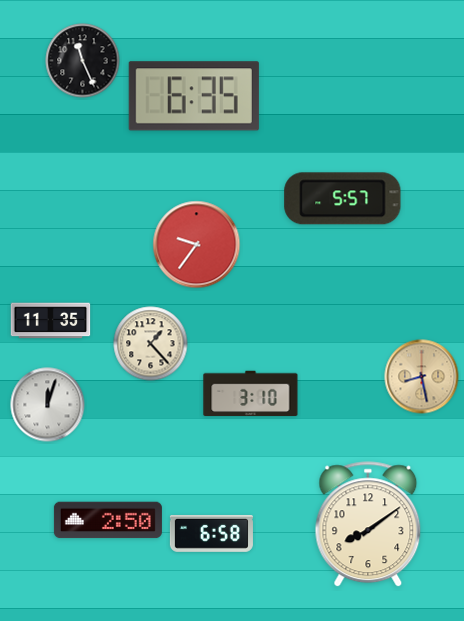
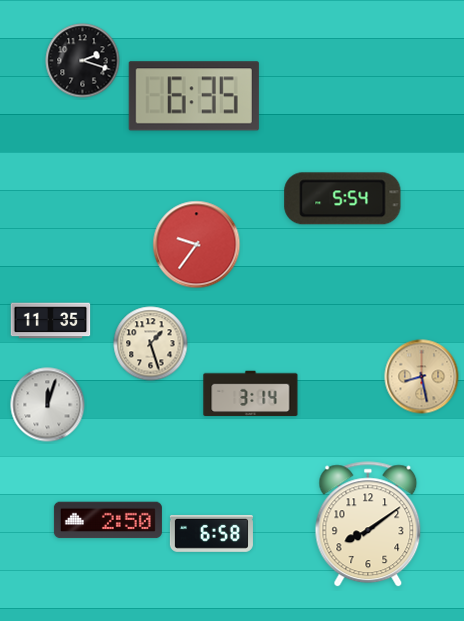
clock at (83, 61): 11:26 -> 2:18
clock at (343, 199): 5:57 -> 5:54
clock at (151, 344): 1:23 -> 1:27
clock at (251, 394): 3:10 -> 3:14
